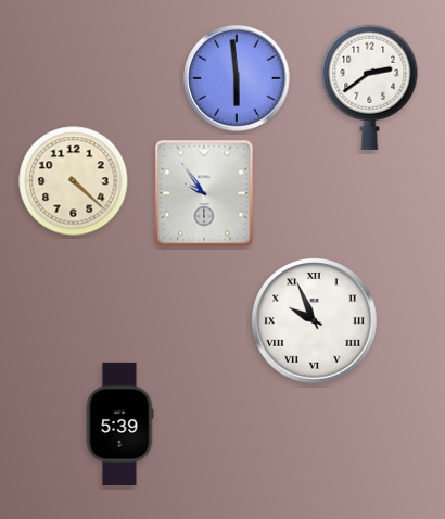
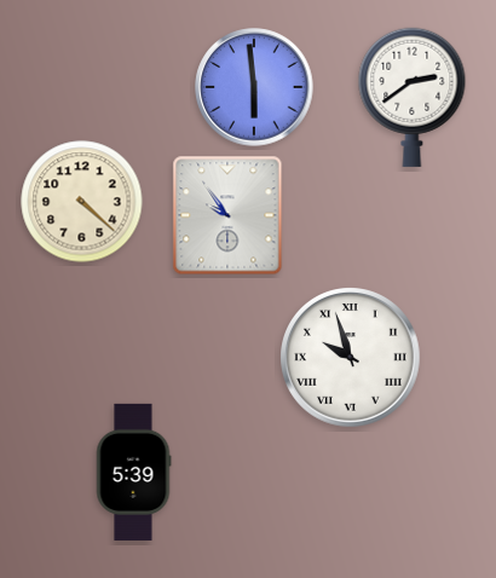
clock at (237, 78) position: (237, 78) -> (254, 87)
clock at (315, 321): 9:56 -> 9:57
